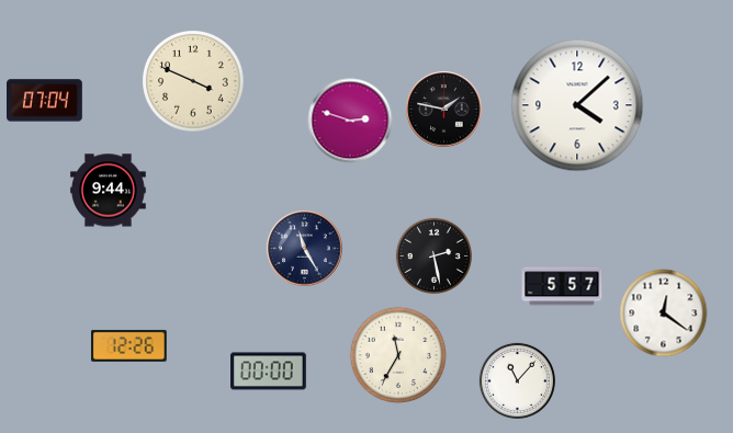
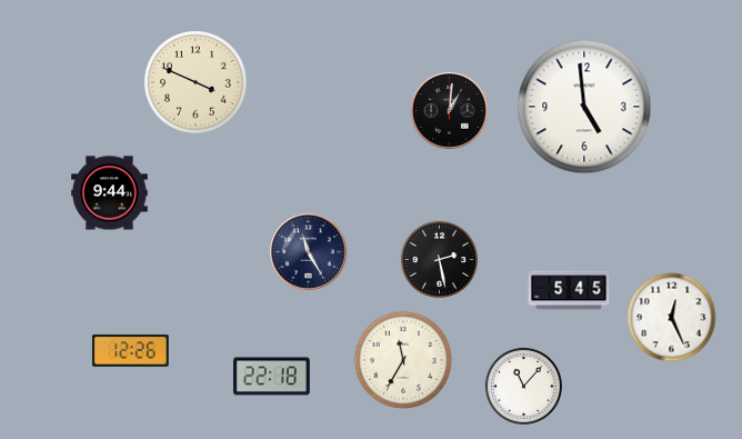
clock at (45, 101): 07:04 -> none
clock at (577, 105): 4:08 -> 4:59
clock at (444, 110): 1:47 -> 1:01
clock at (350, 121): 2:48 -> none
clock at (562, 286): 5:57 -> 5:45
clock at (664, 314): 12:21 -> 12:26
clock at (269, 372): 00:00 -> 22:18
